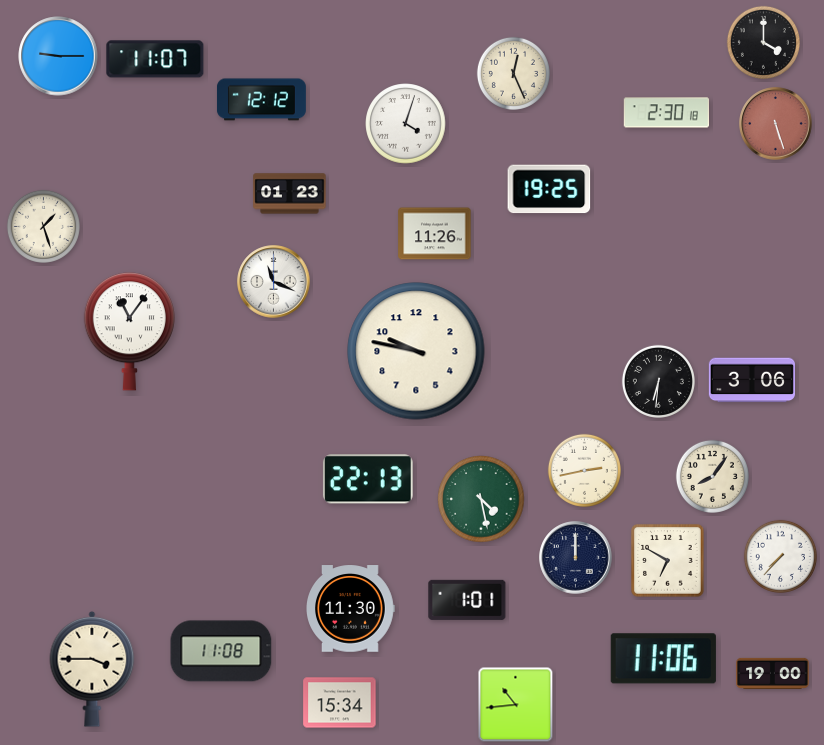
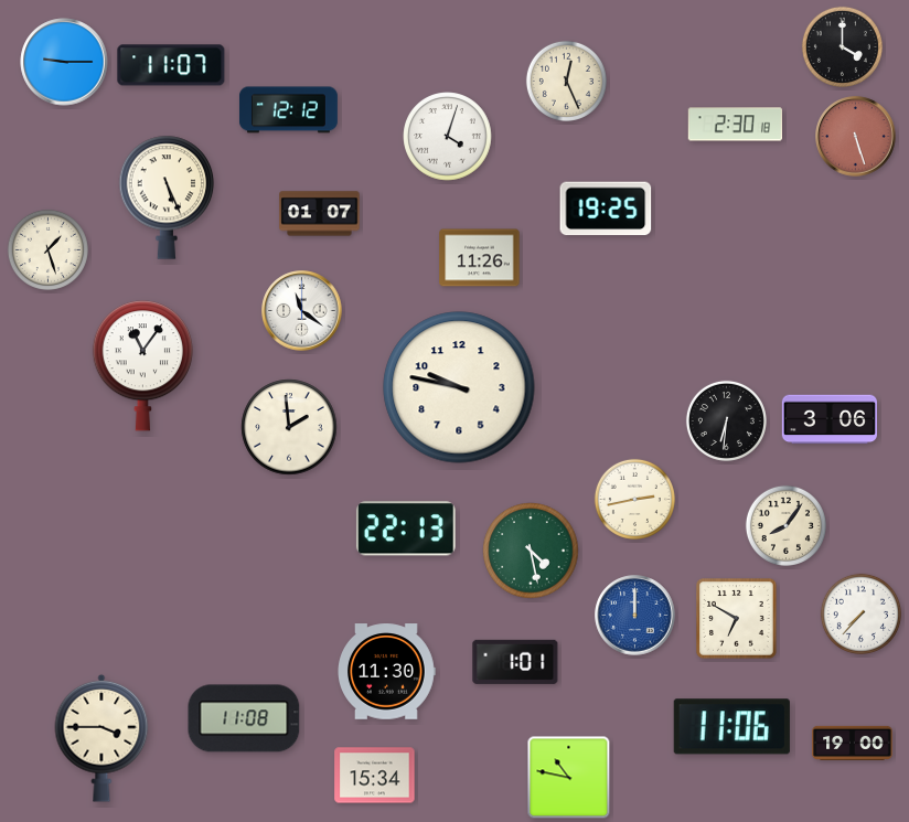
clock at (167, 198): none -> 5:26
clock at (290, 194): 01:23 -> 01:07
clock at (274, 282): 11:19 -> 11:21
clock at (289, 427): none -> 1:59
clock at (584, 470) position: (584, 470) -> (634, 499)
clock at (576, 558) dial: navy -> blue
clock at (516, 705): 10:44 -> 10:47
